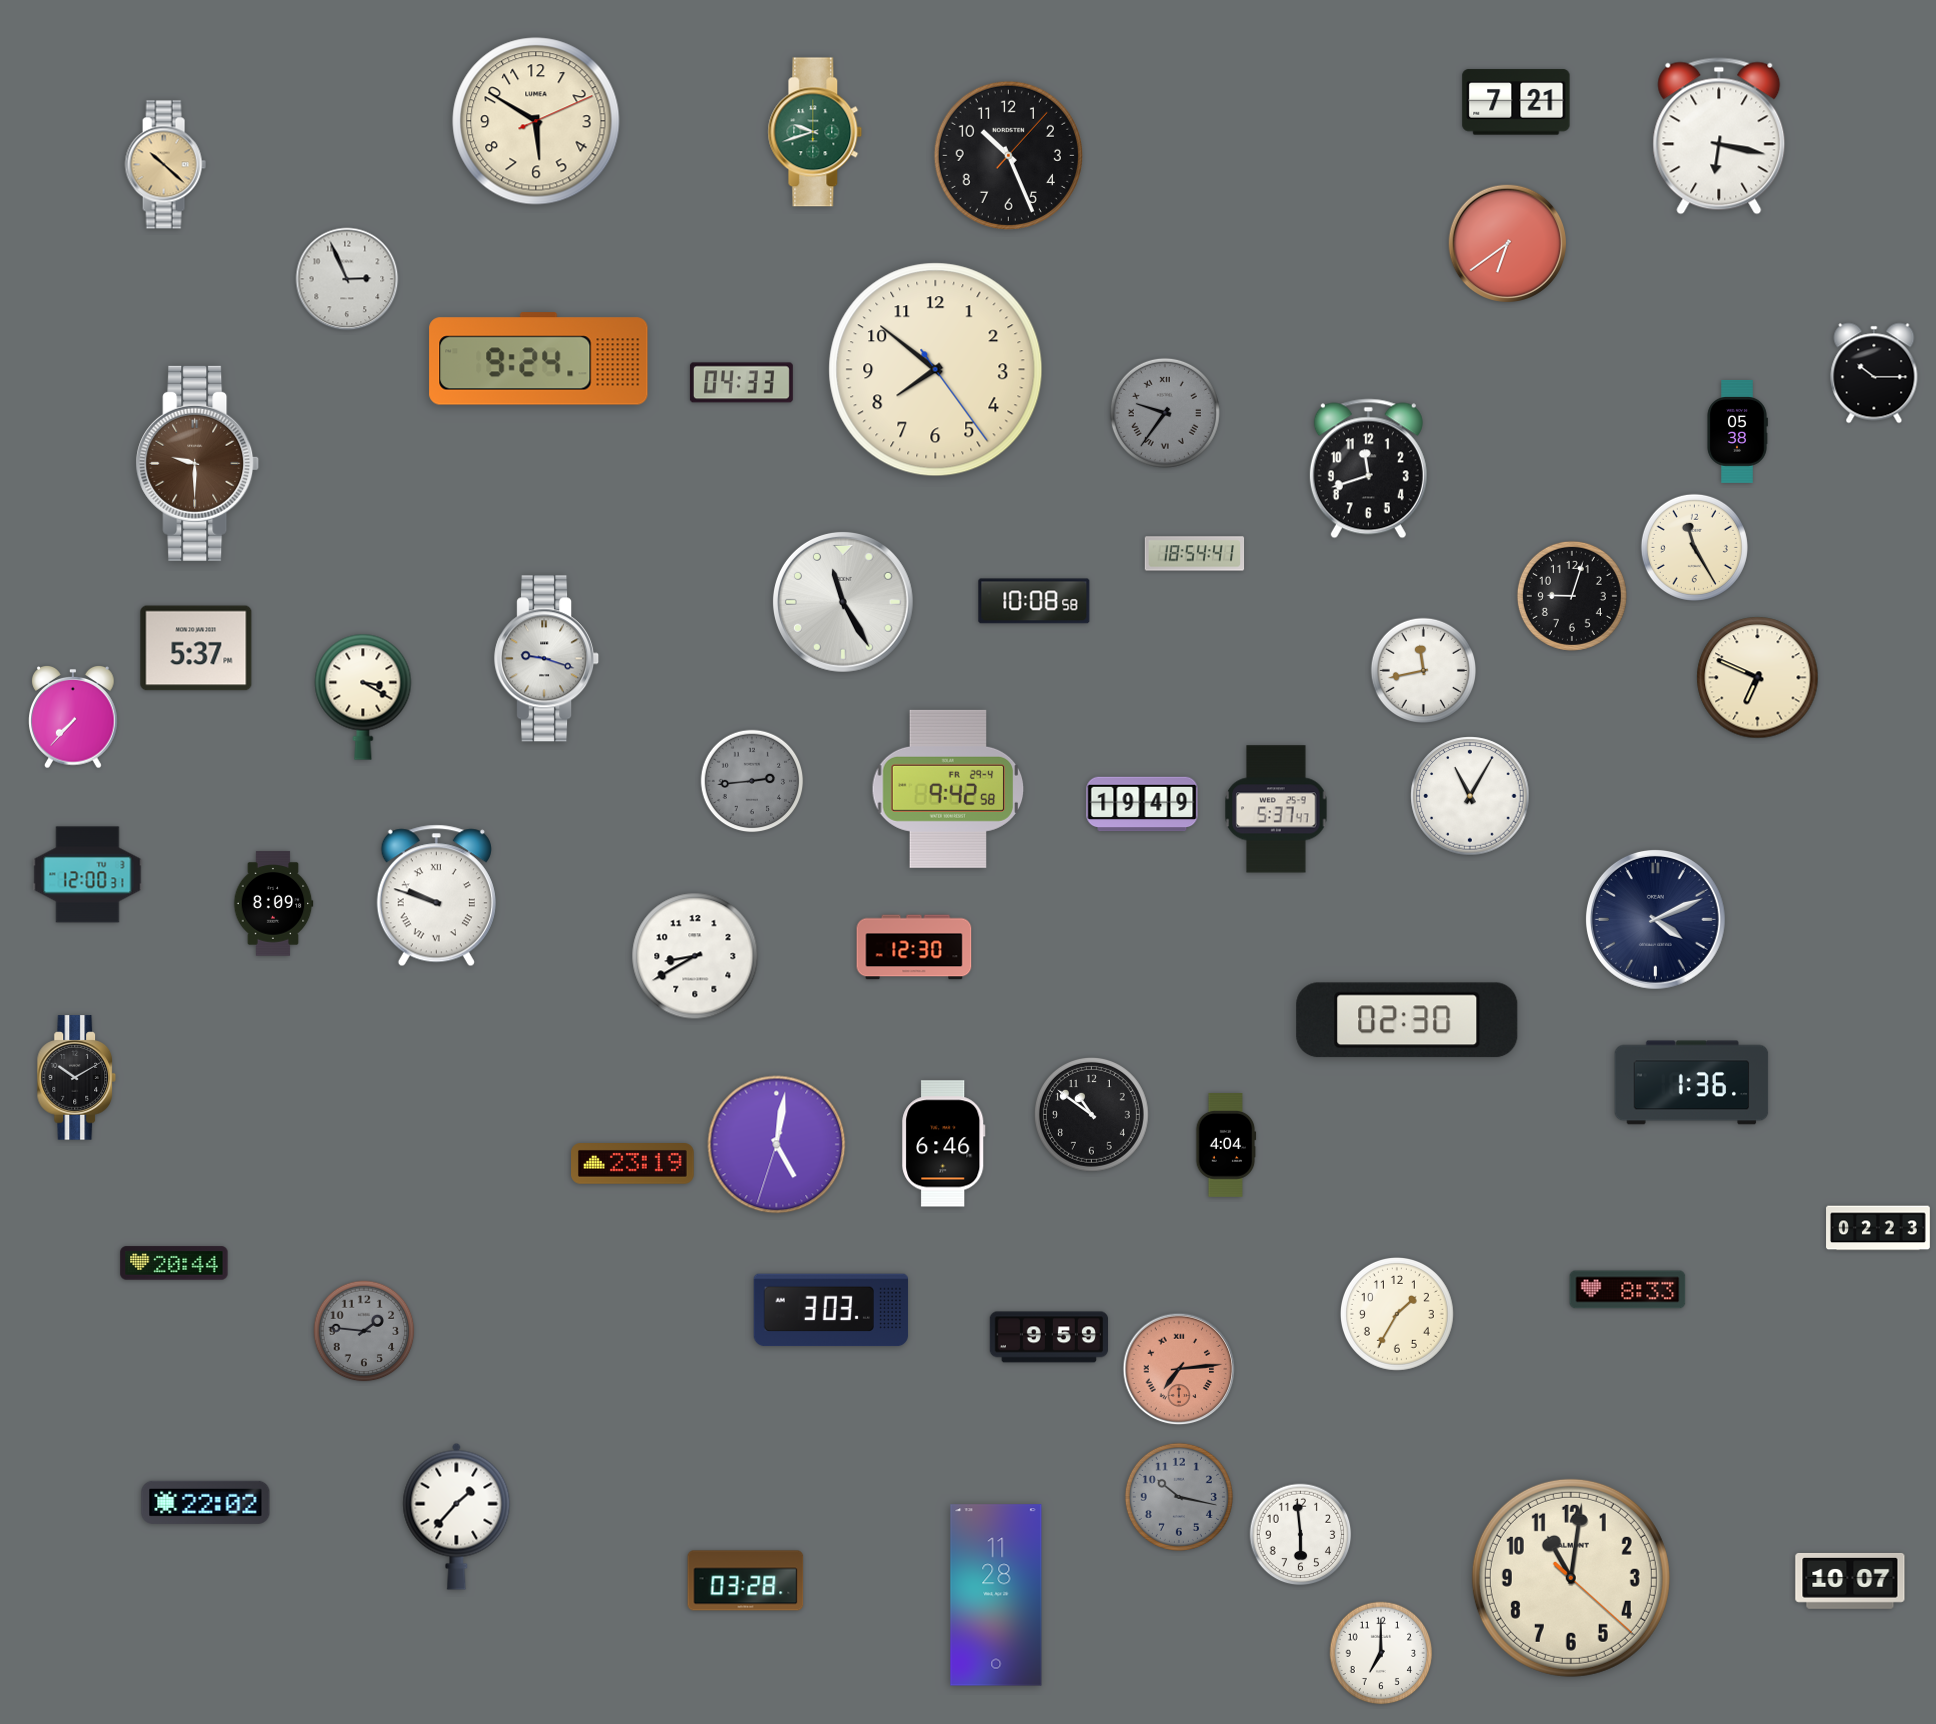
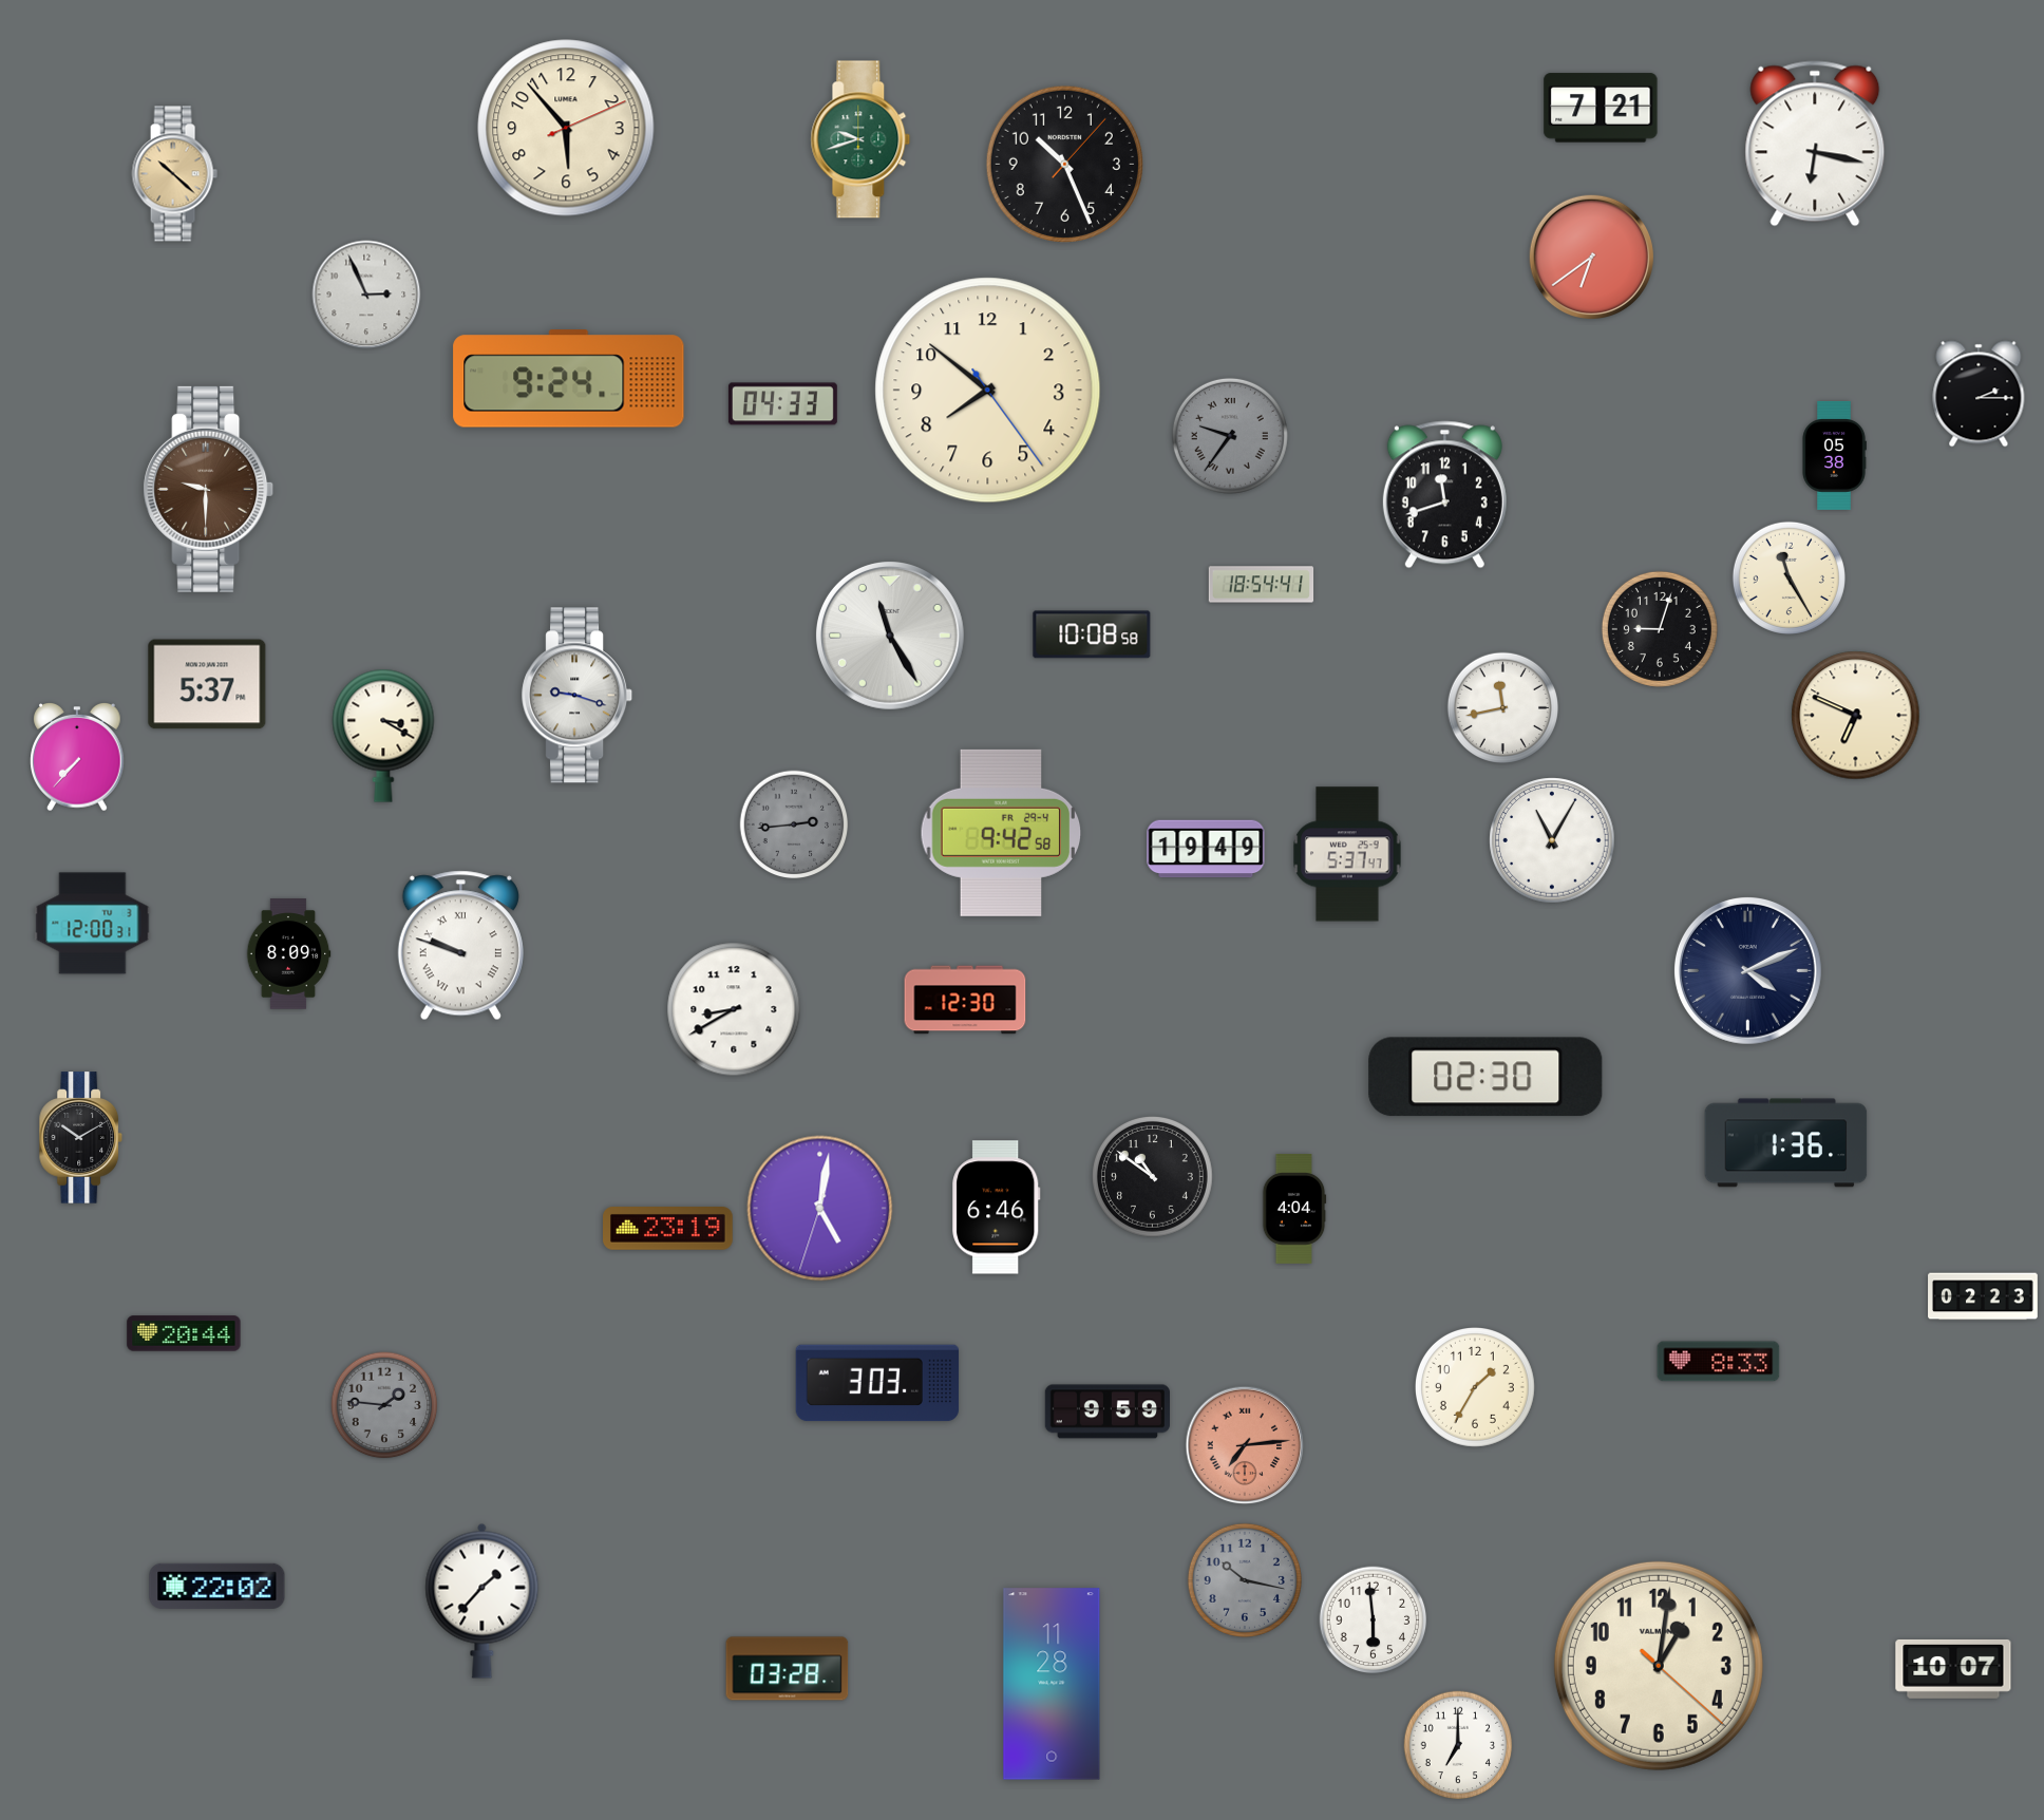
clock at (536, 121): 5:50 -> 5:53
clock at (1874, 373): 10:15 -> 2:15
clock at (1571, 1578): 11:01 -> 1:01
